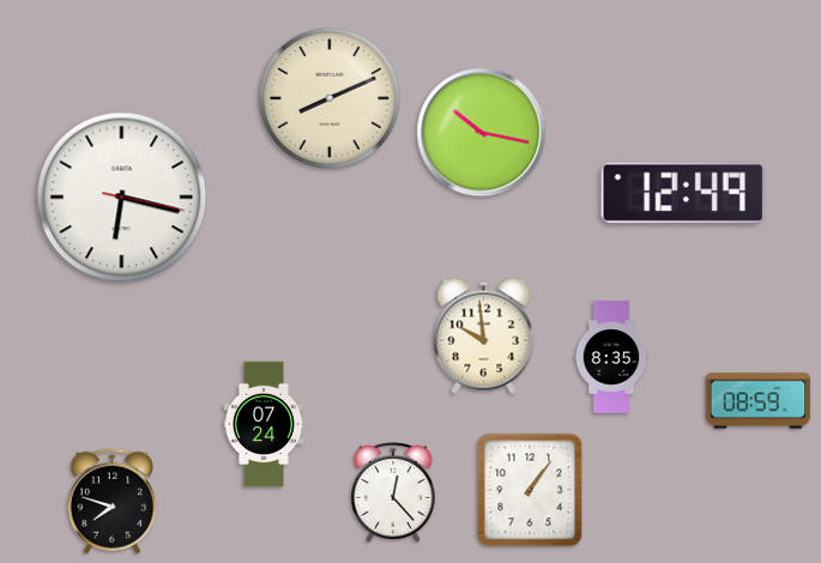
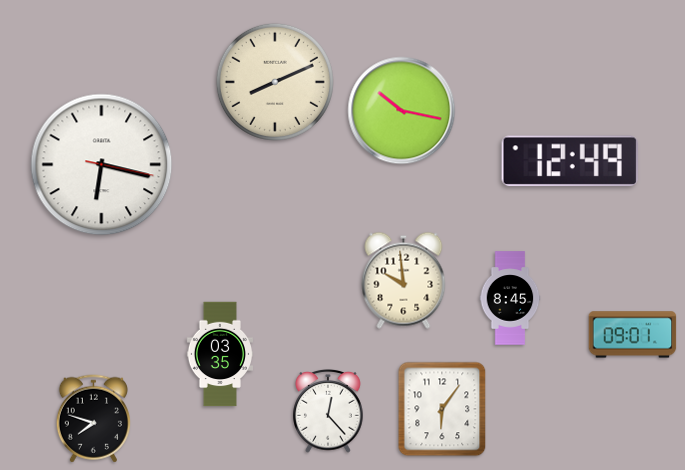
clock at (611, 357): 8:35 -> 8:45
clock at (759, 401): 08:59 -> 09:01
clock at (262, 424): 07:24 -> 03:35
clock at (530, 490): 1:06 -> 6:06
